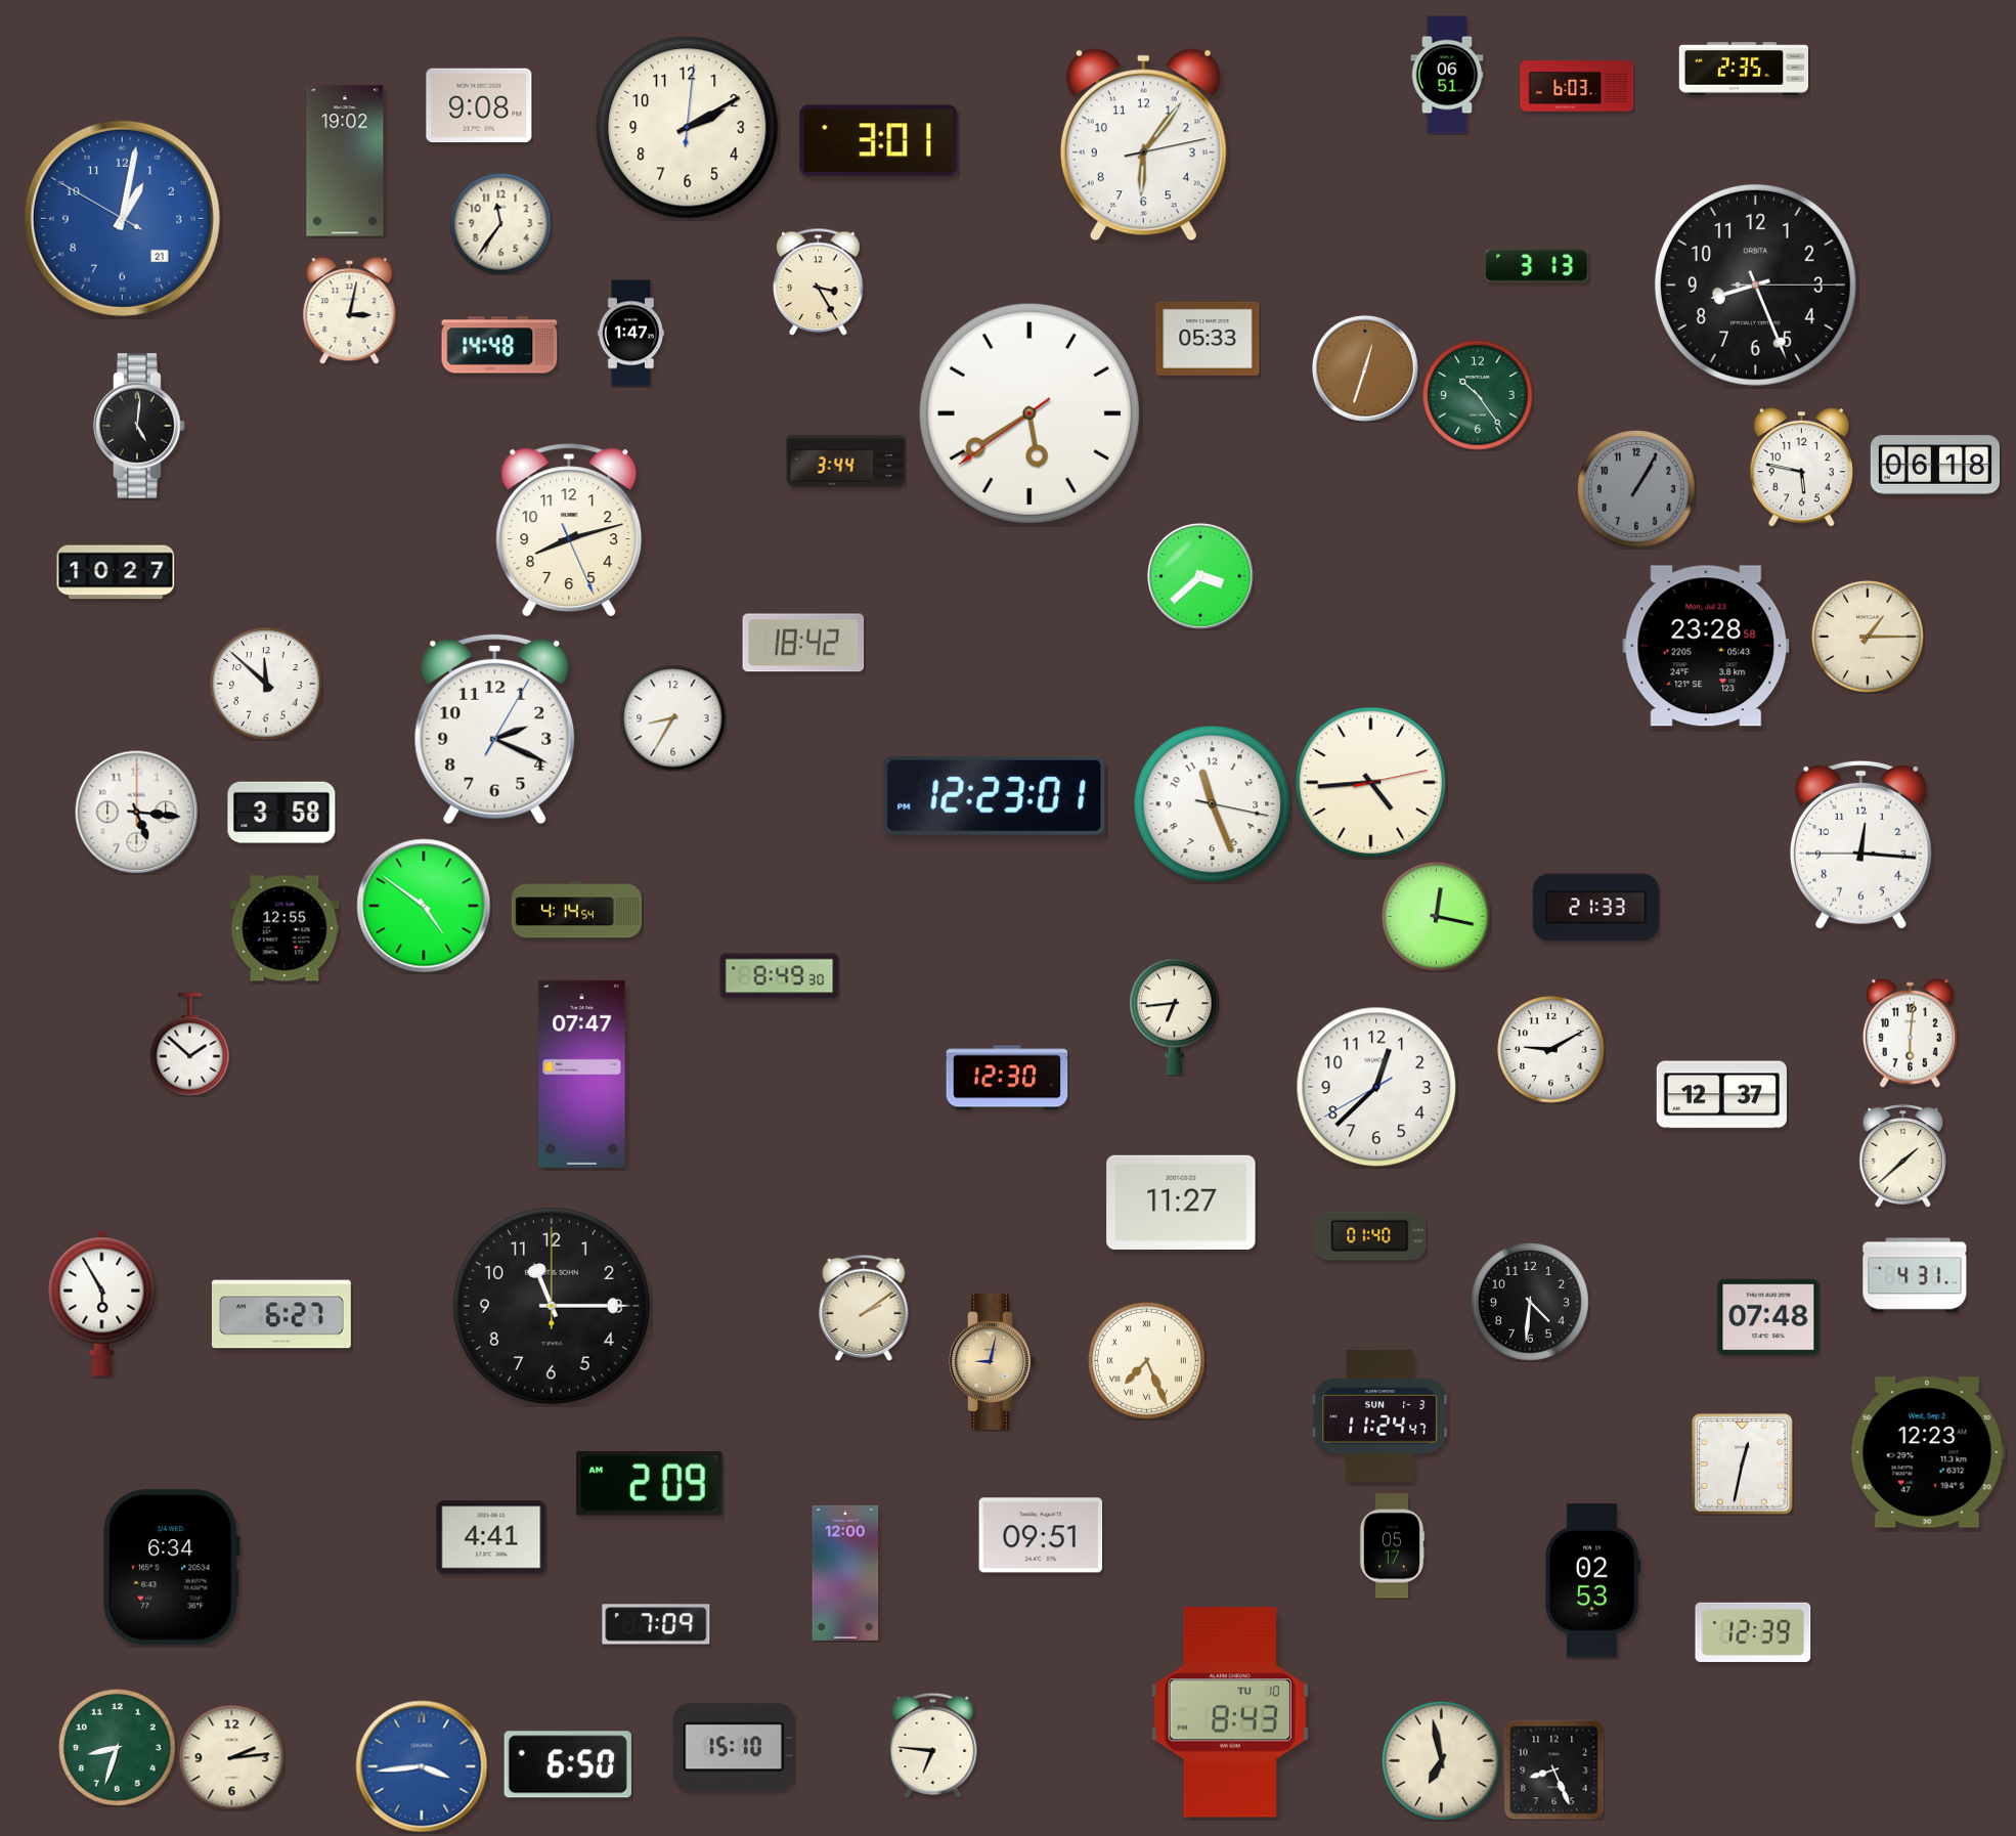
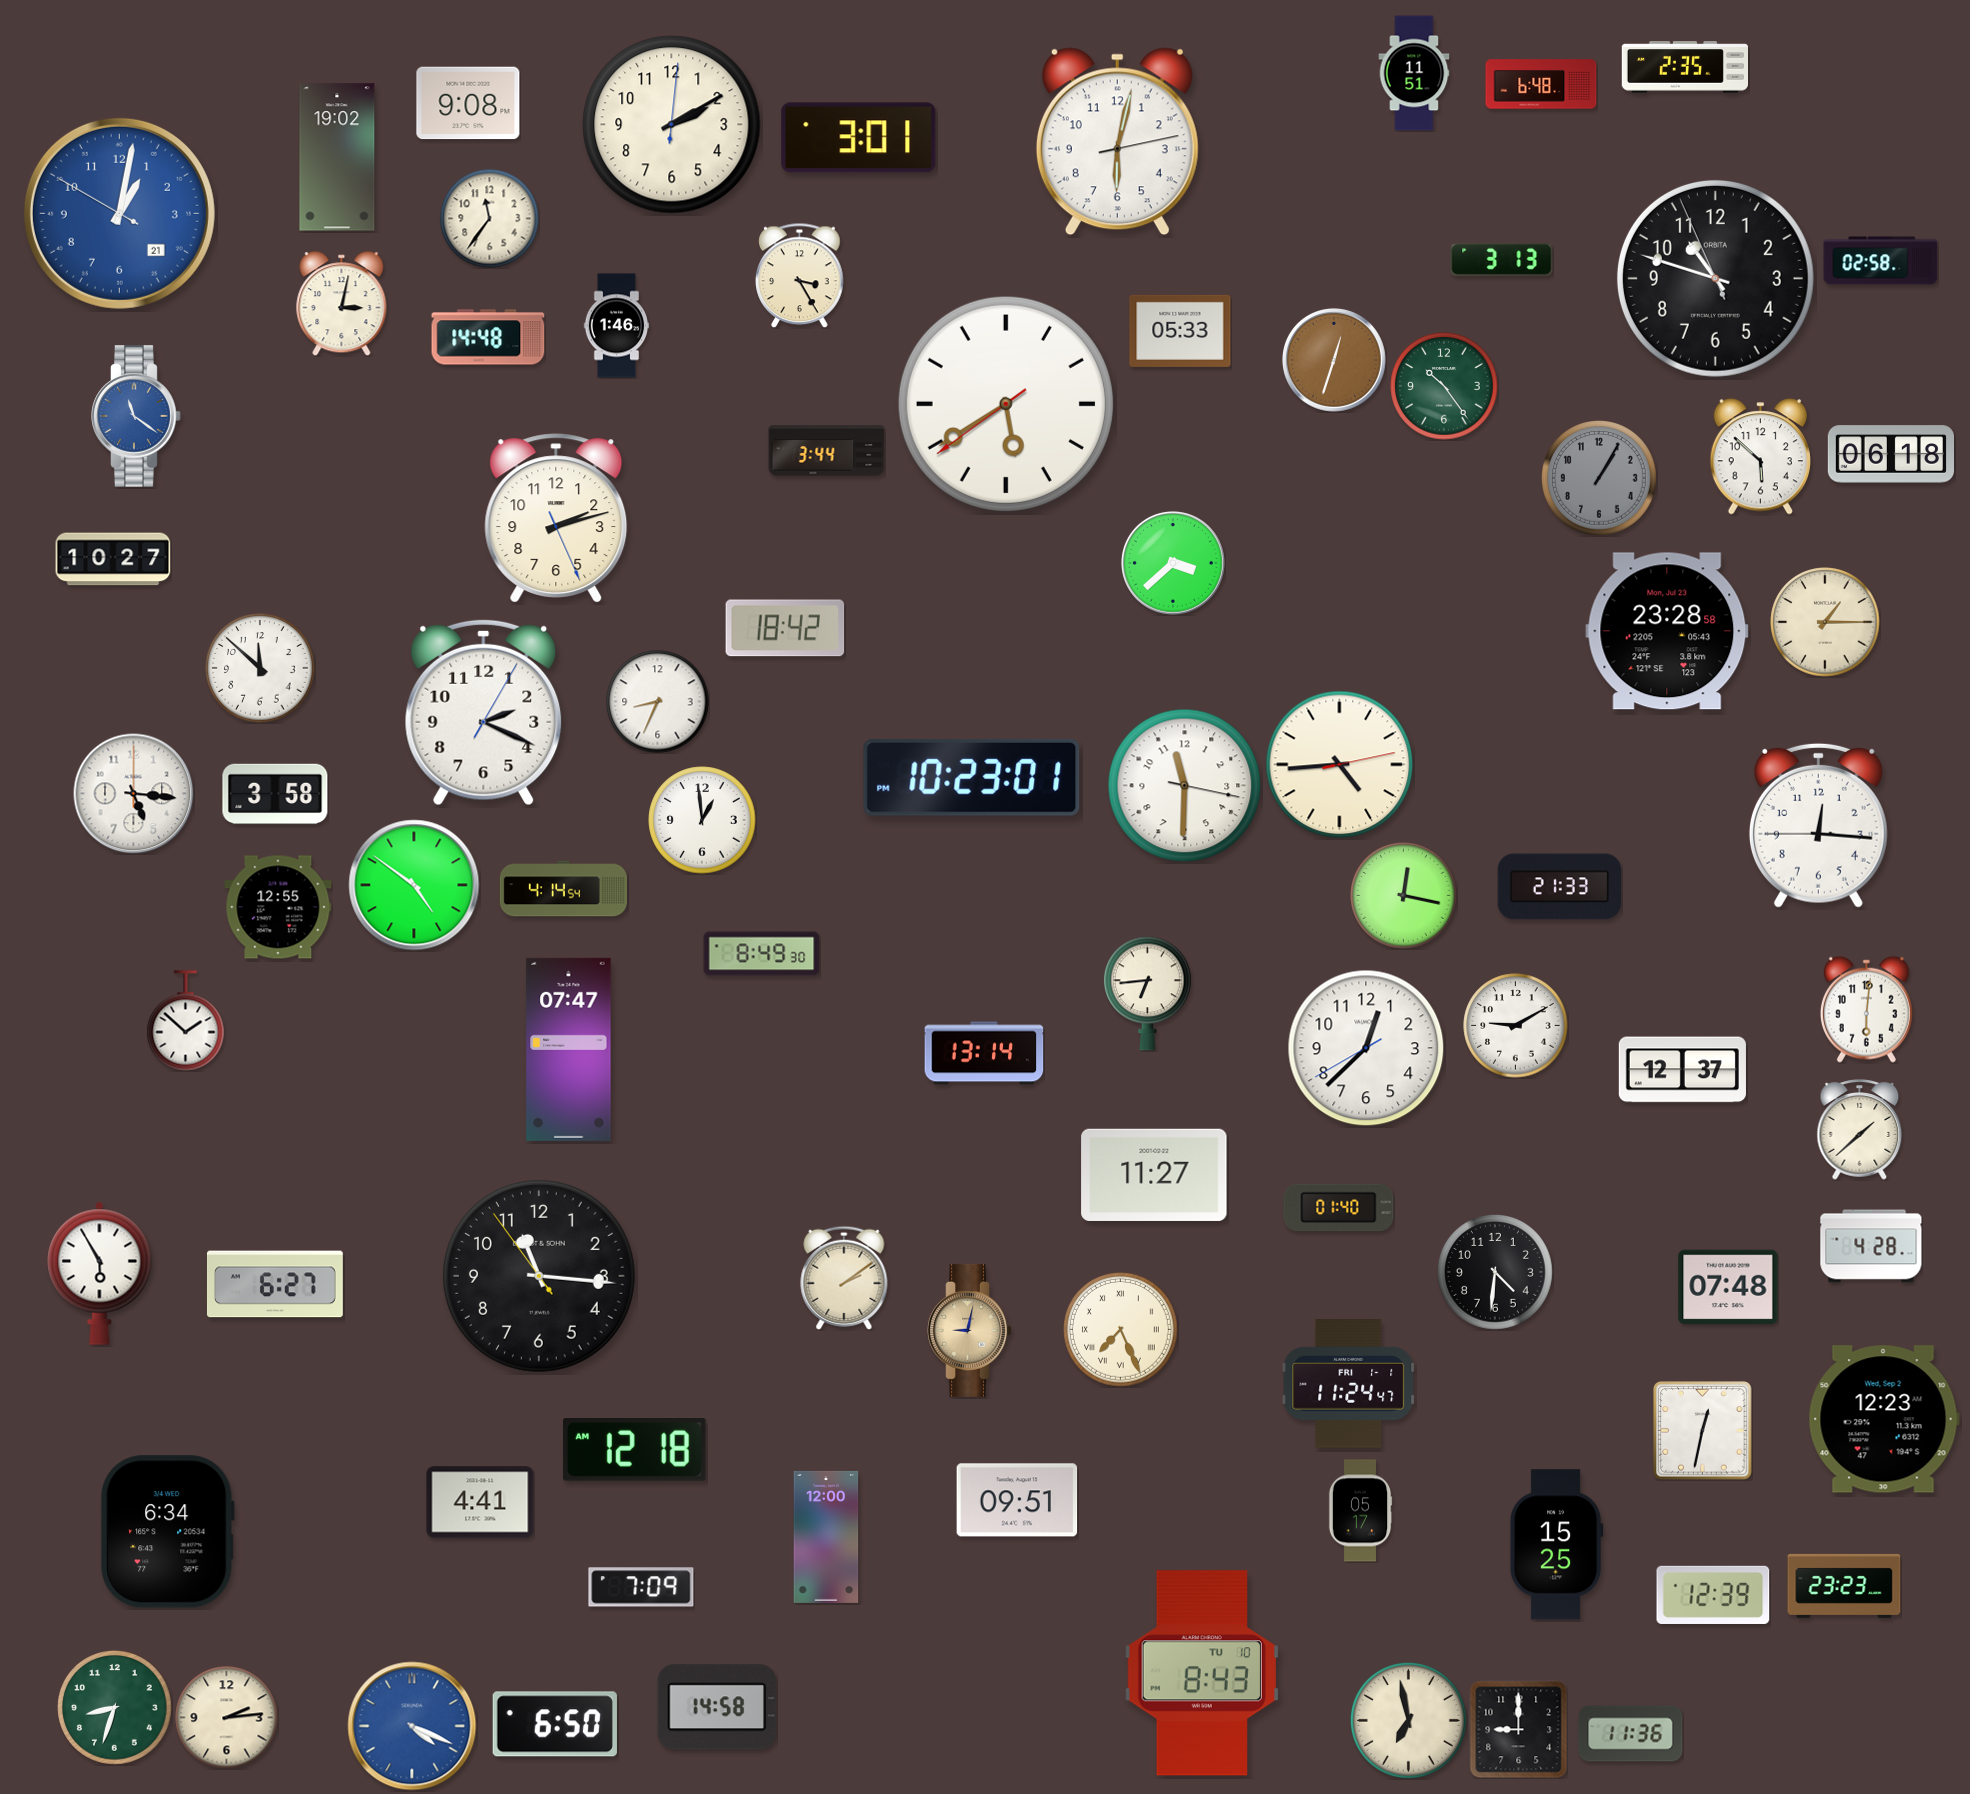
clock at (1743, 69) position: (1743, 69) -> (1684, 67)
clock at (1447, 75): 06:51 -> 11:51
clock at (1577, 86): 6:03 -> 6:48
clock at (1143, 145): 6:06 -> 6:02
clock at (1881, 261): none -> 02:58
clock at (1755, 285): 8:26 -> 10:47
clock at (631, 334): 1:47 -> 1:46
clock at (139, 426): 5:01 -> 11:21
clock at (139, 426) dial: black -> blue
clock at (1801, 468): 5:47 -> 5:52
clock at (569, 530): 8:12 -> 2:12
clock at (673, 718): 8:35 -> 8:34
clock at (995, 795): 12:23 -> 10:23
clock at (1213, 804): 11:26 -> 11:30
clock at (702, 820): none -> 12:59
clock at (1007, 1078): 12:30 -> 13:14
clock at (1376, 1087) position: (1376, 1087) -> (1366, 1048)
clock at (1915, 1275): 4:31 -> 4:28
clock at (552, 1306): 11:15:00 -> 11:15:54
clock at (1380, 1416) date: SUN 1-3 -> FRI 1-1
clock at (650, 1484): 2:09 -> 12:18
clock at (1592, 1581): 02:53 -> 15:25
clock at (1844, 1586): none -> 23:23
clock at (933, 1745): 6:46 -> none
clock at (734, 1747): 15:10 -> 14:58
clock at (422, 1766): 3:44 -> 4:19
clock at (1553, 1769): 8:26 -> 9:00
clock at (1631, 1734): none -> 11:36
